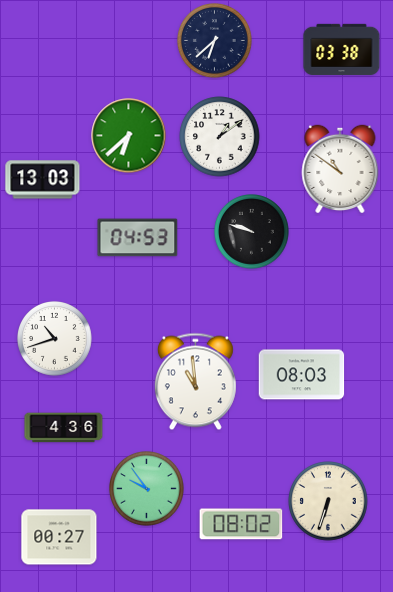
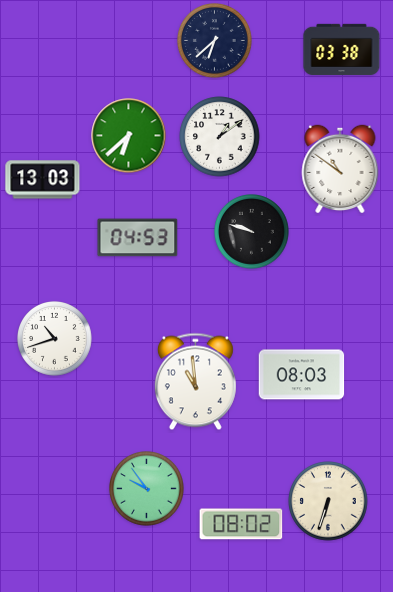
clock at (64, 428): 4:36 -> none
clock at (59, 537): 00:27 -> none
